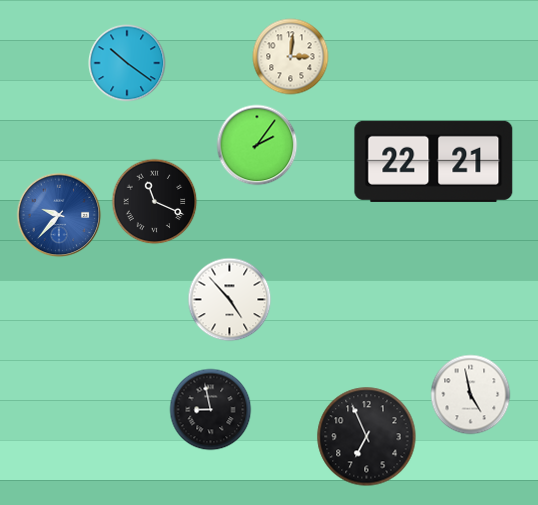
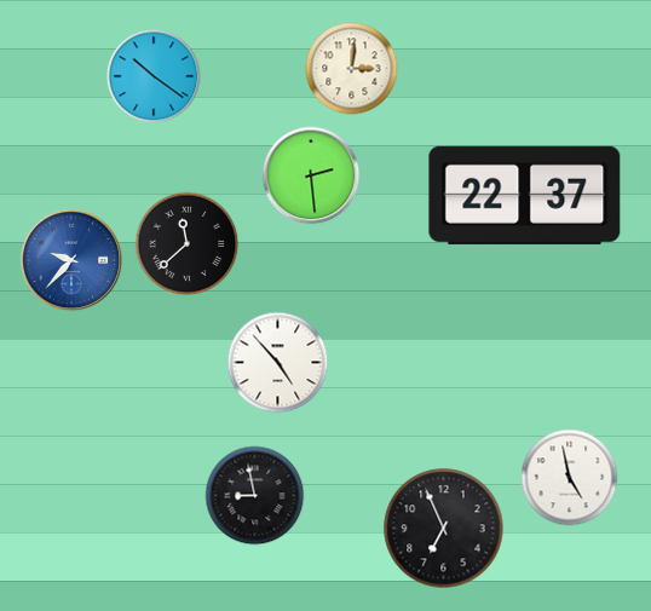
clock at (257, 145): 2:06 -> 2:29
clock at (434, 161): 22:21 -> 22:37
clock at (155, 202): 11:19 -> 11:38
